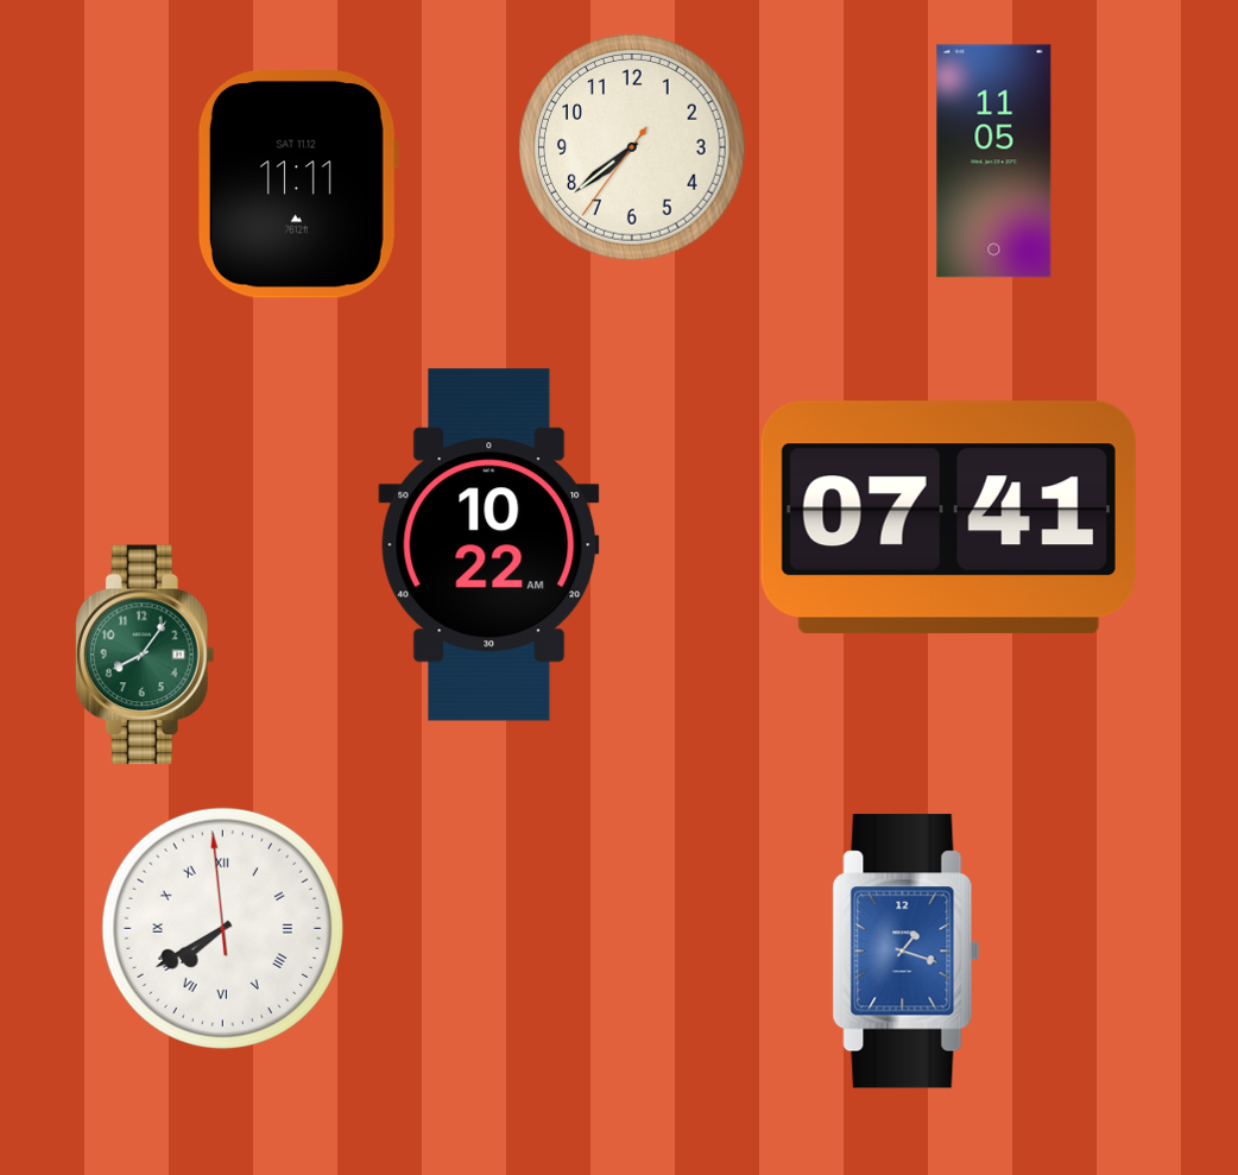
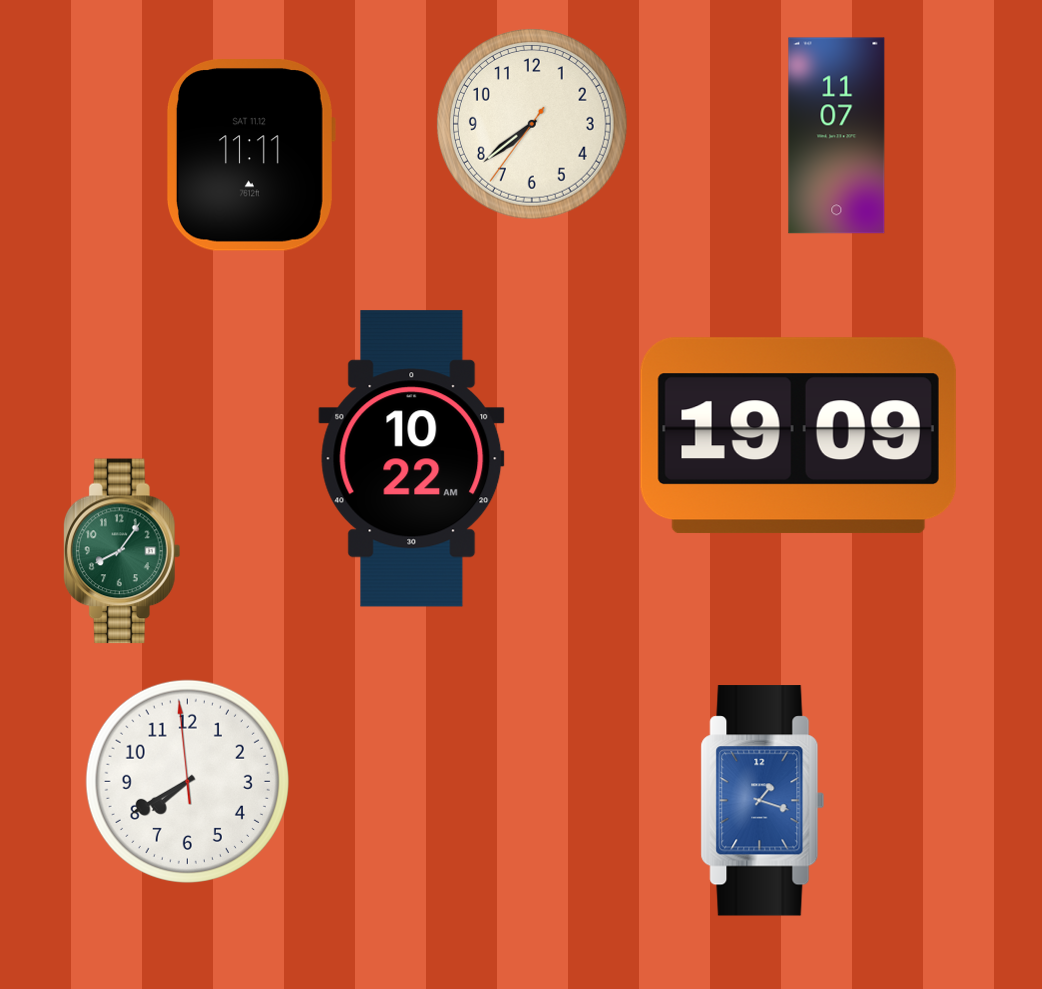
clock at (994, 162): 11:05 -> 11:07
clock at (948, 518): 07:41 -> 19:09
clock at (222, 928) numerals: Roman -> Arabic
